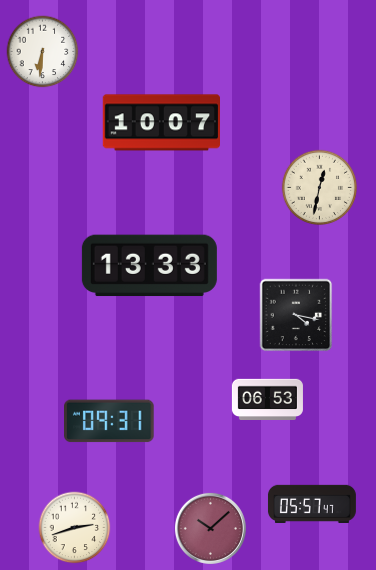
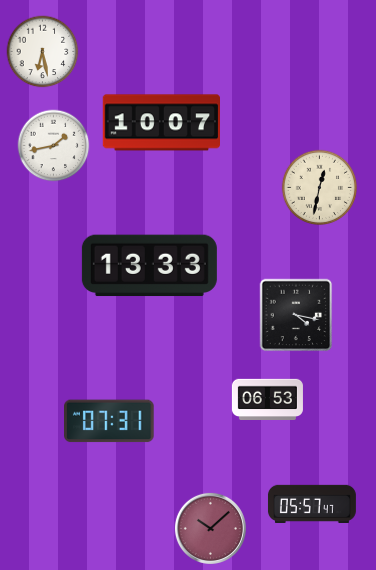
clock at (43, 52): 6:31 -> 6:28
clock at (54, 146): none -> 1:43
clock at (110, 421): 09:31 -> 07:31
clock at (75, 528): 2:42 -> none
